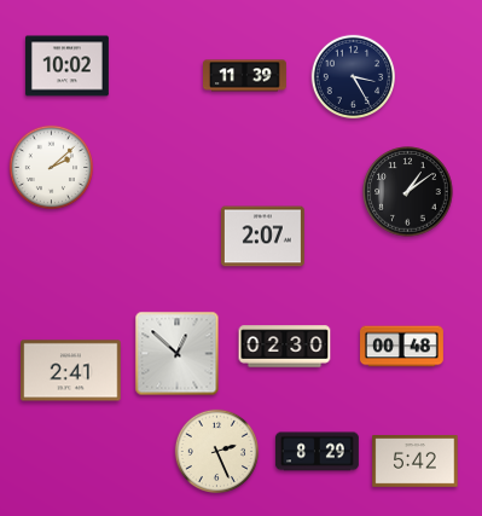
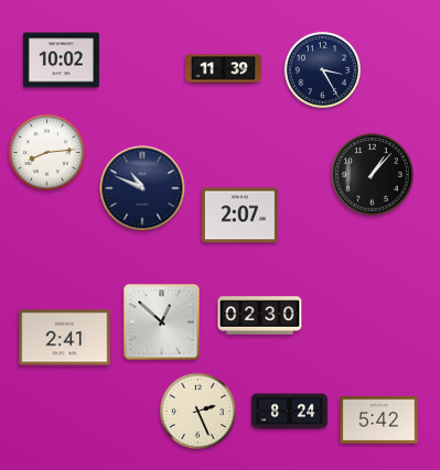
clock at (51, 167): 2:08 -> 8:14
clock at (408, 192): 1:09 -> 1:07
clock at (142, 188): none -> 10:49
clock at (402, 347): 00:48 -> none
clock at (317, 452): 8:29 -> 8:24
